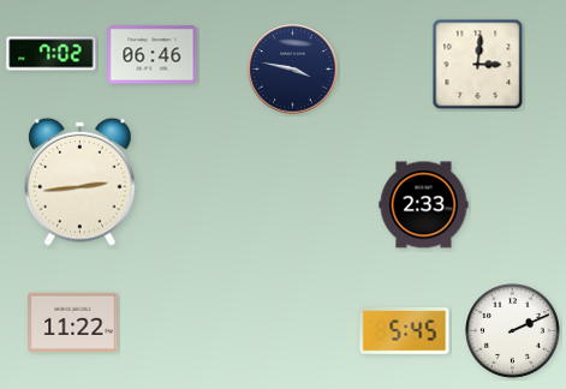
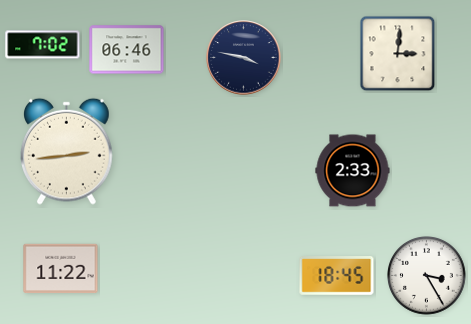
clock at (153, 55) position: (153, 55) -> (127, 50)
clock at (405, 331): 5:45 -> 18:45
clock at (513, 331): 2:11 -> 3:25
